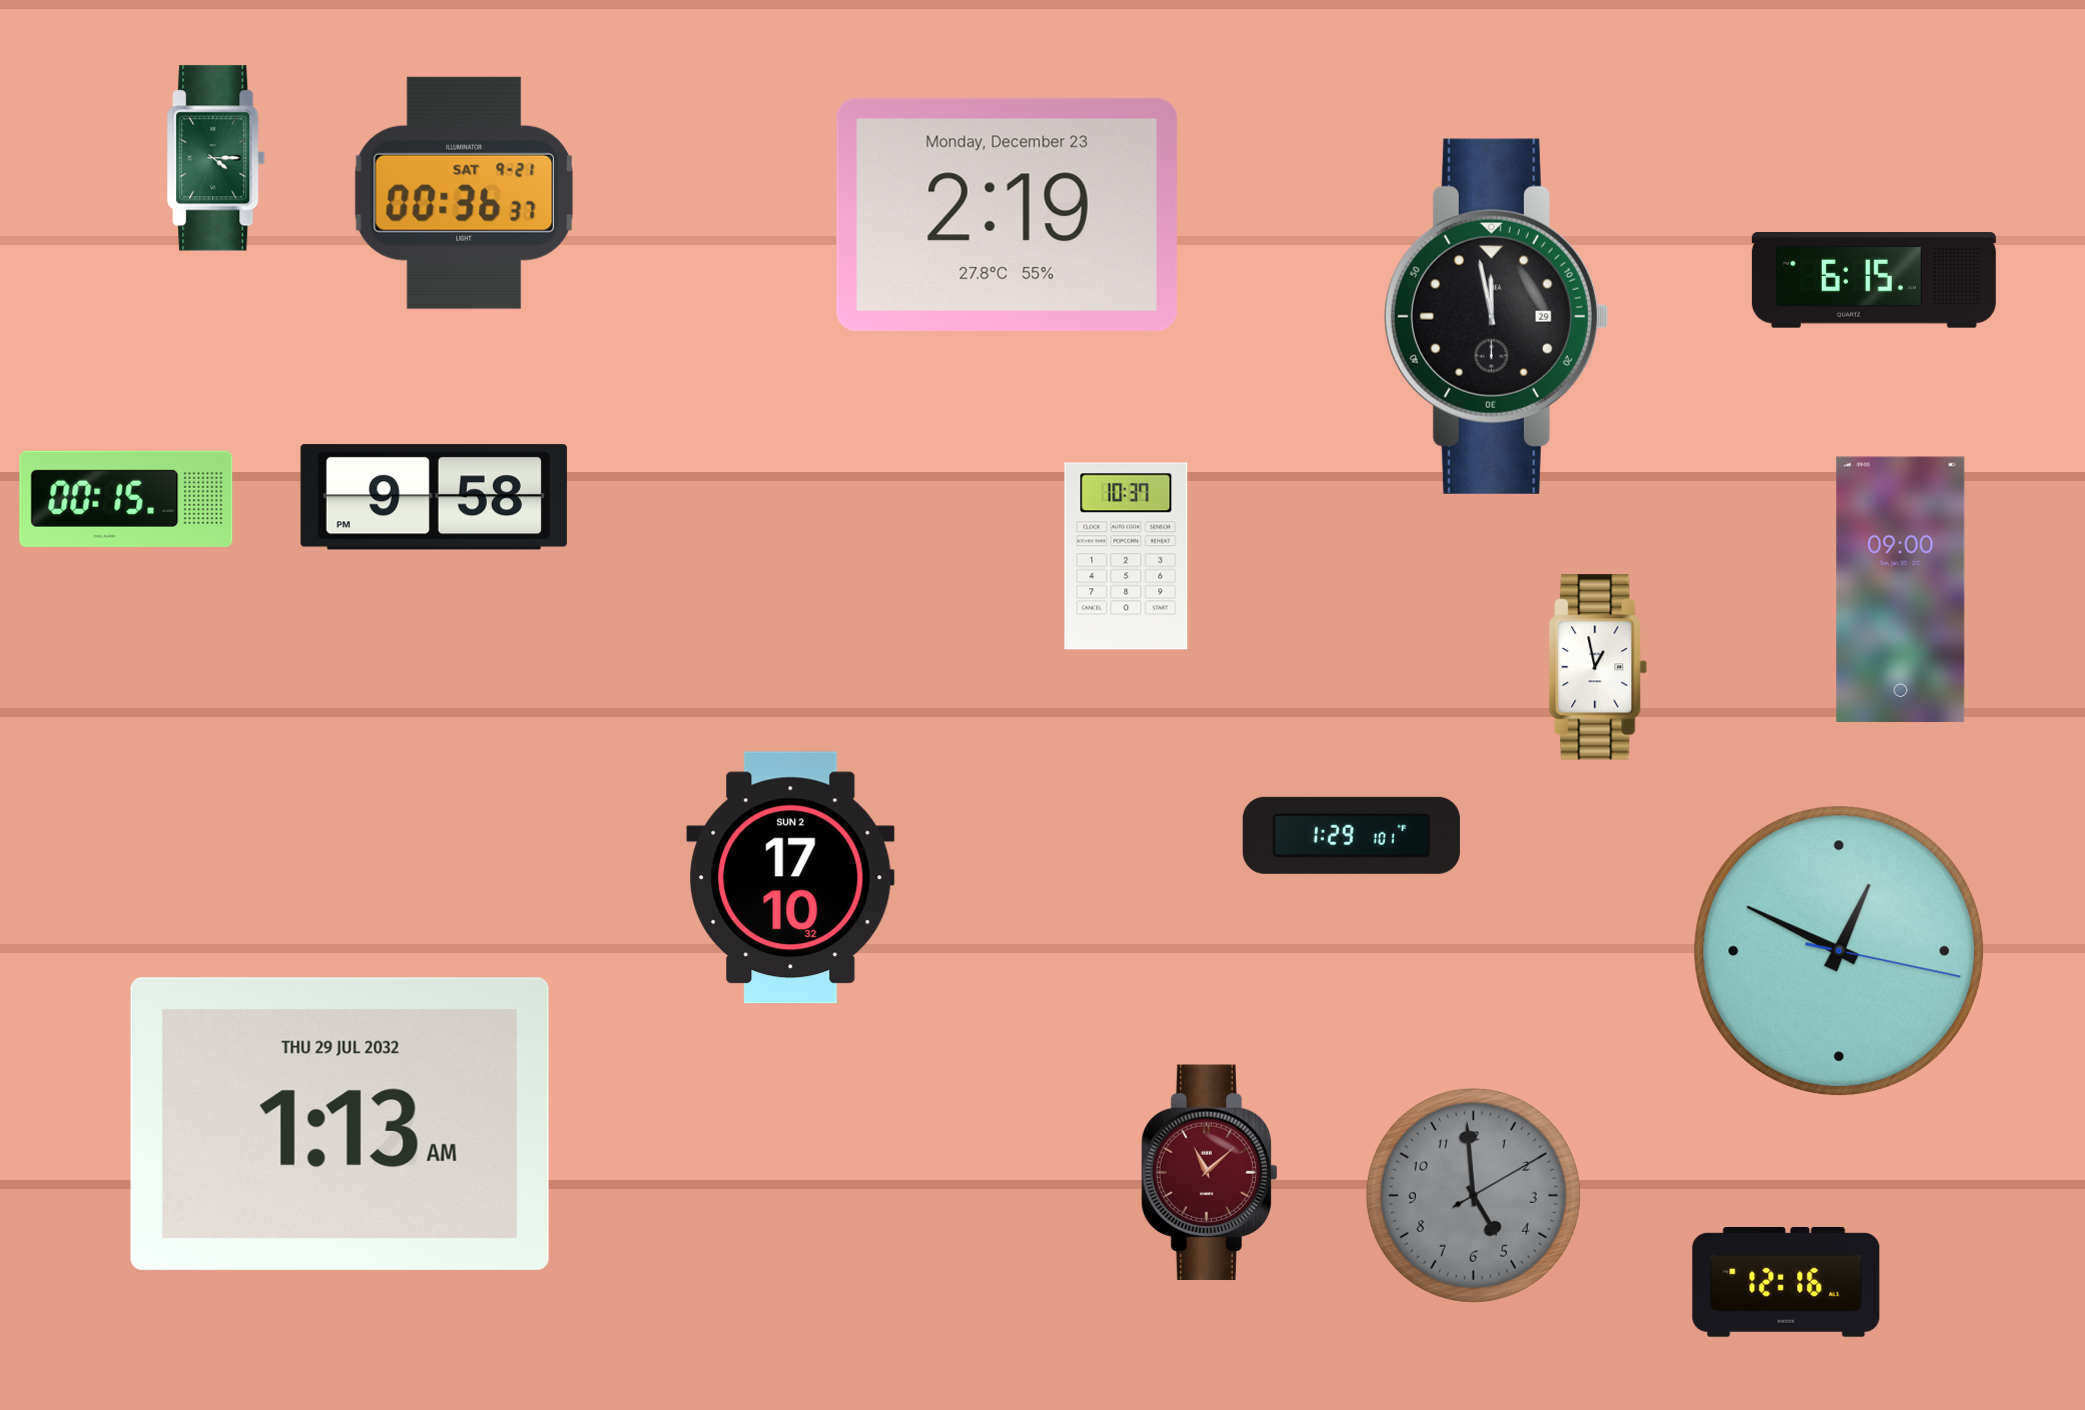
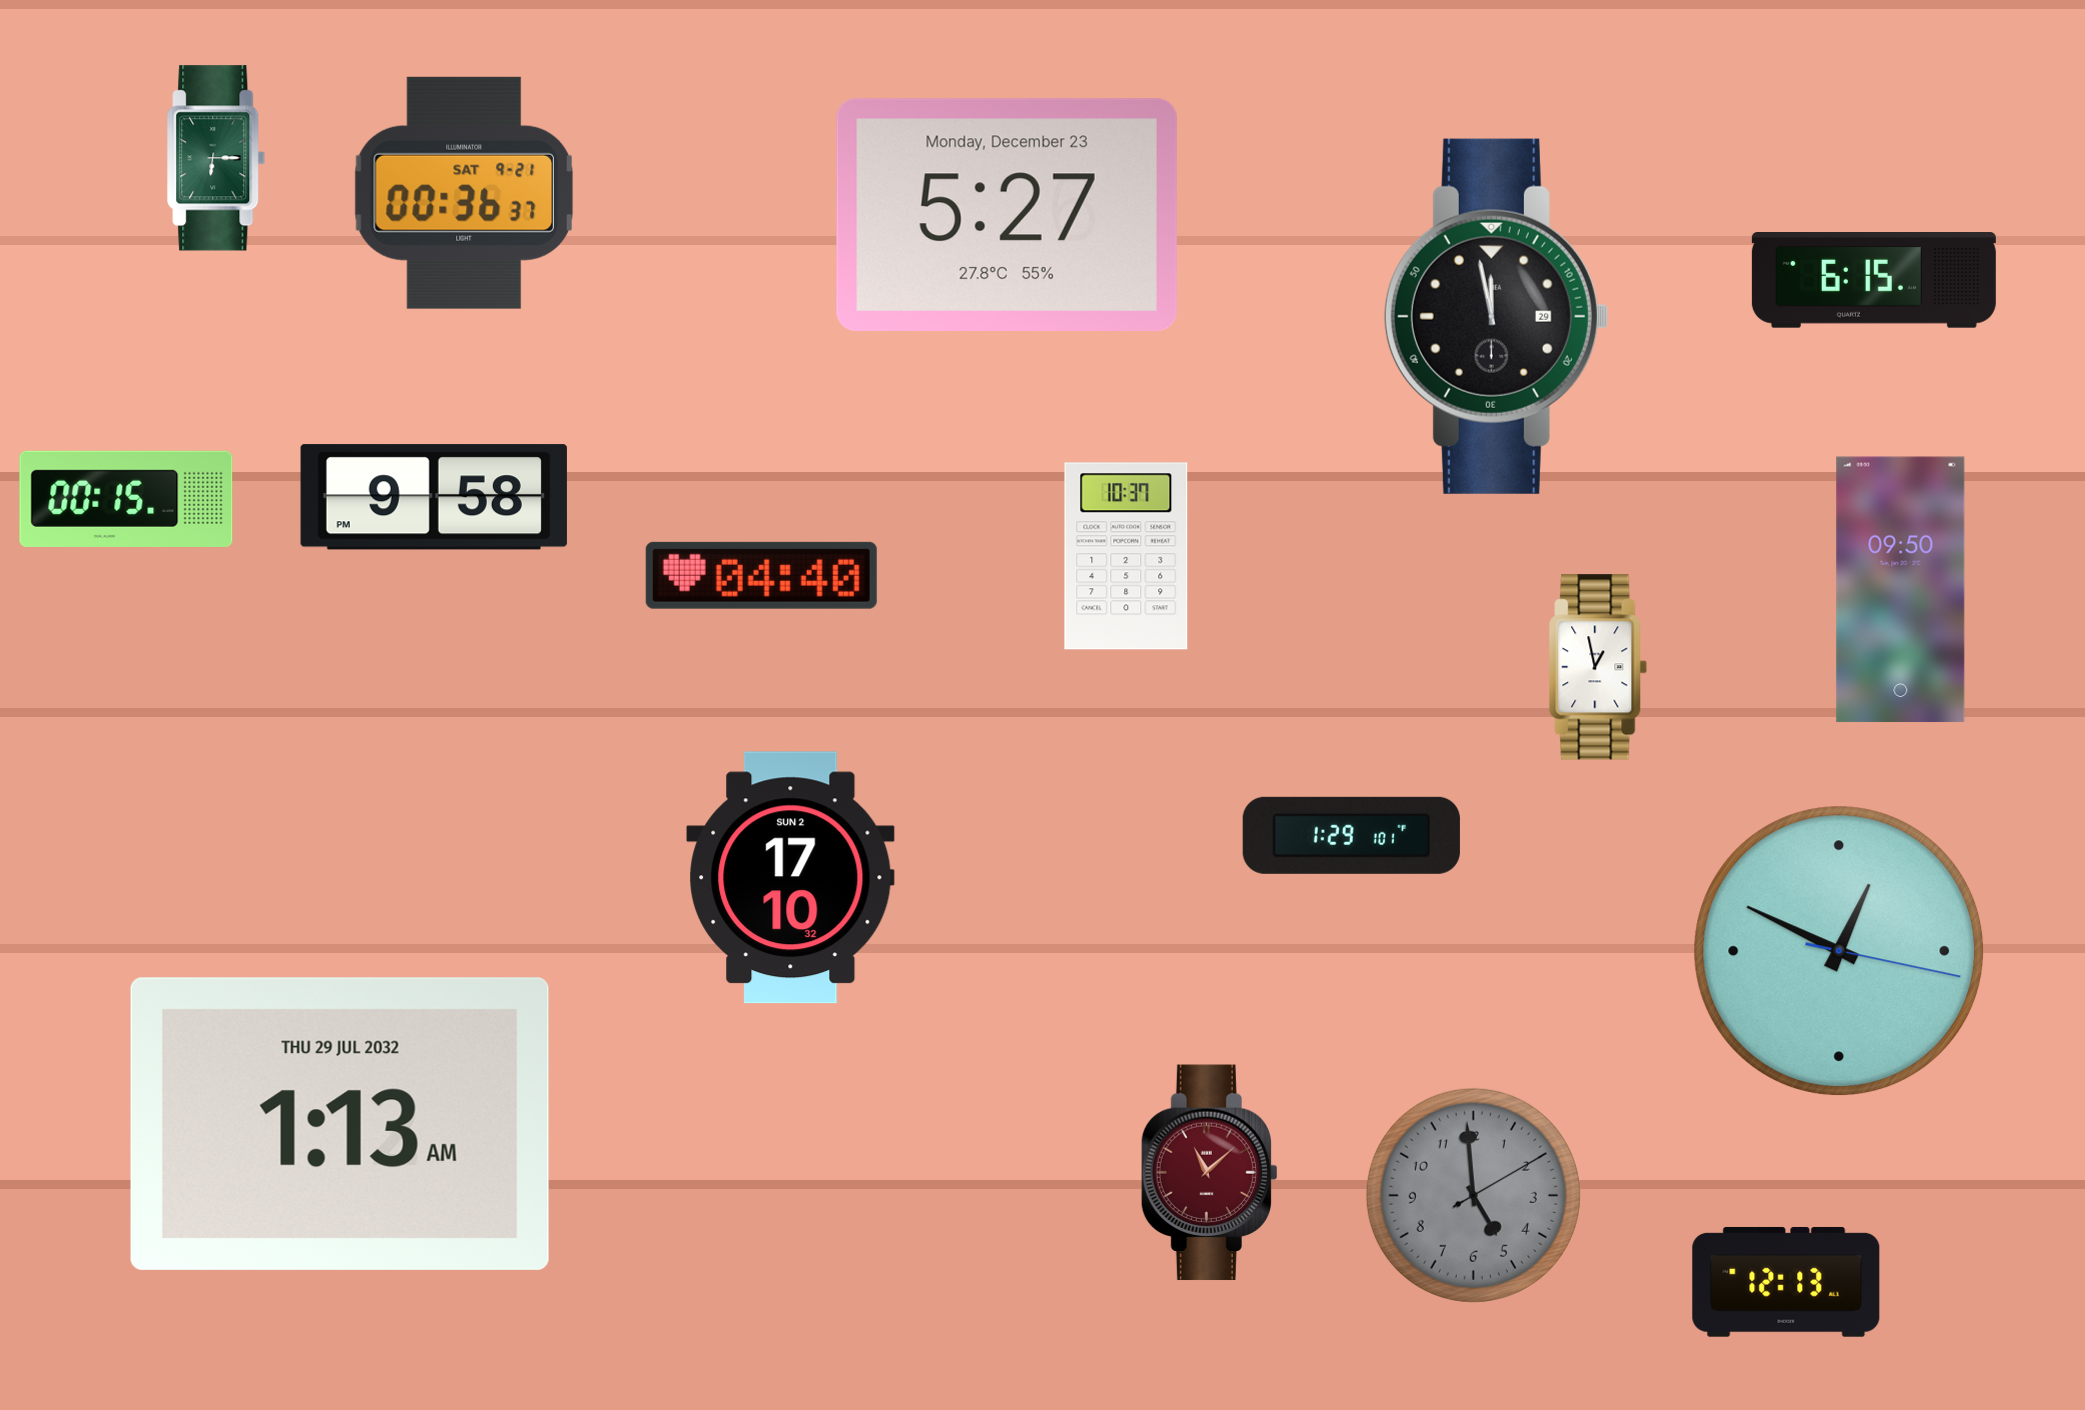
clock at (216, 158): 4:15 -> 6:15
clock at (1007, 215): 2:19 -> 5:27
clock at (761, 575): none -> 04:40
clock at (1901, 590): 09:00 -> 09:50
clock at (1786, 1282): 12:16 -> 12:13
